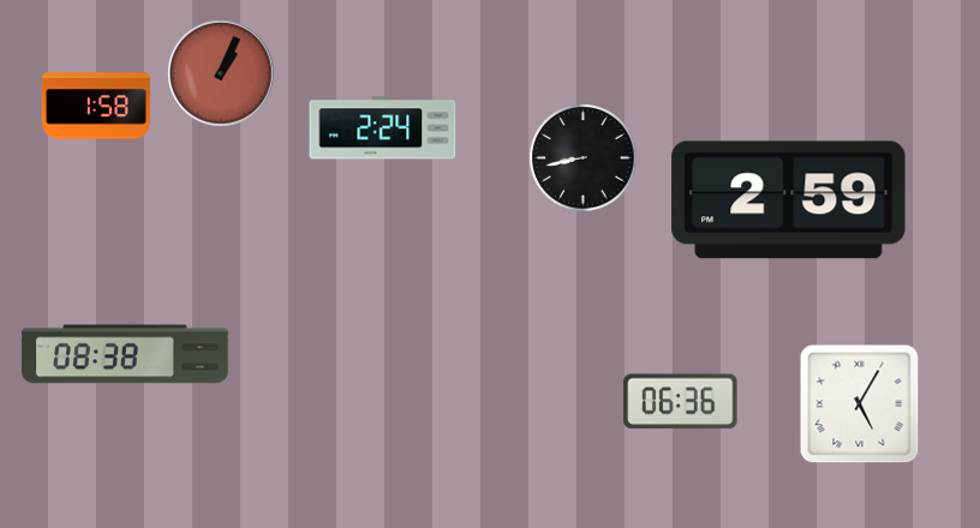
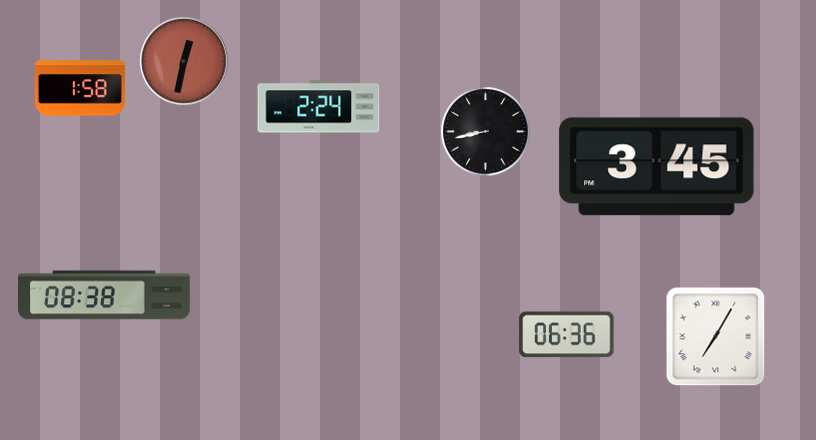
clock at (221, 73): 1:04 -> 12:32
clock at (789, 200): 2:59 -> 3:45
clock at (860, 404): 5:05 -> 7:05
